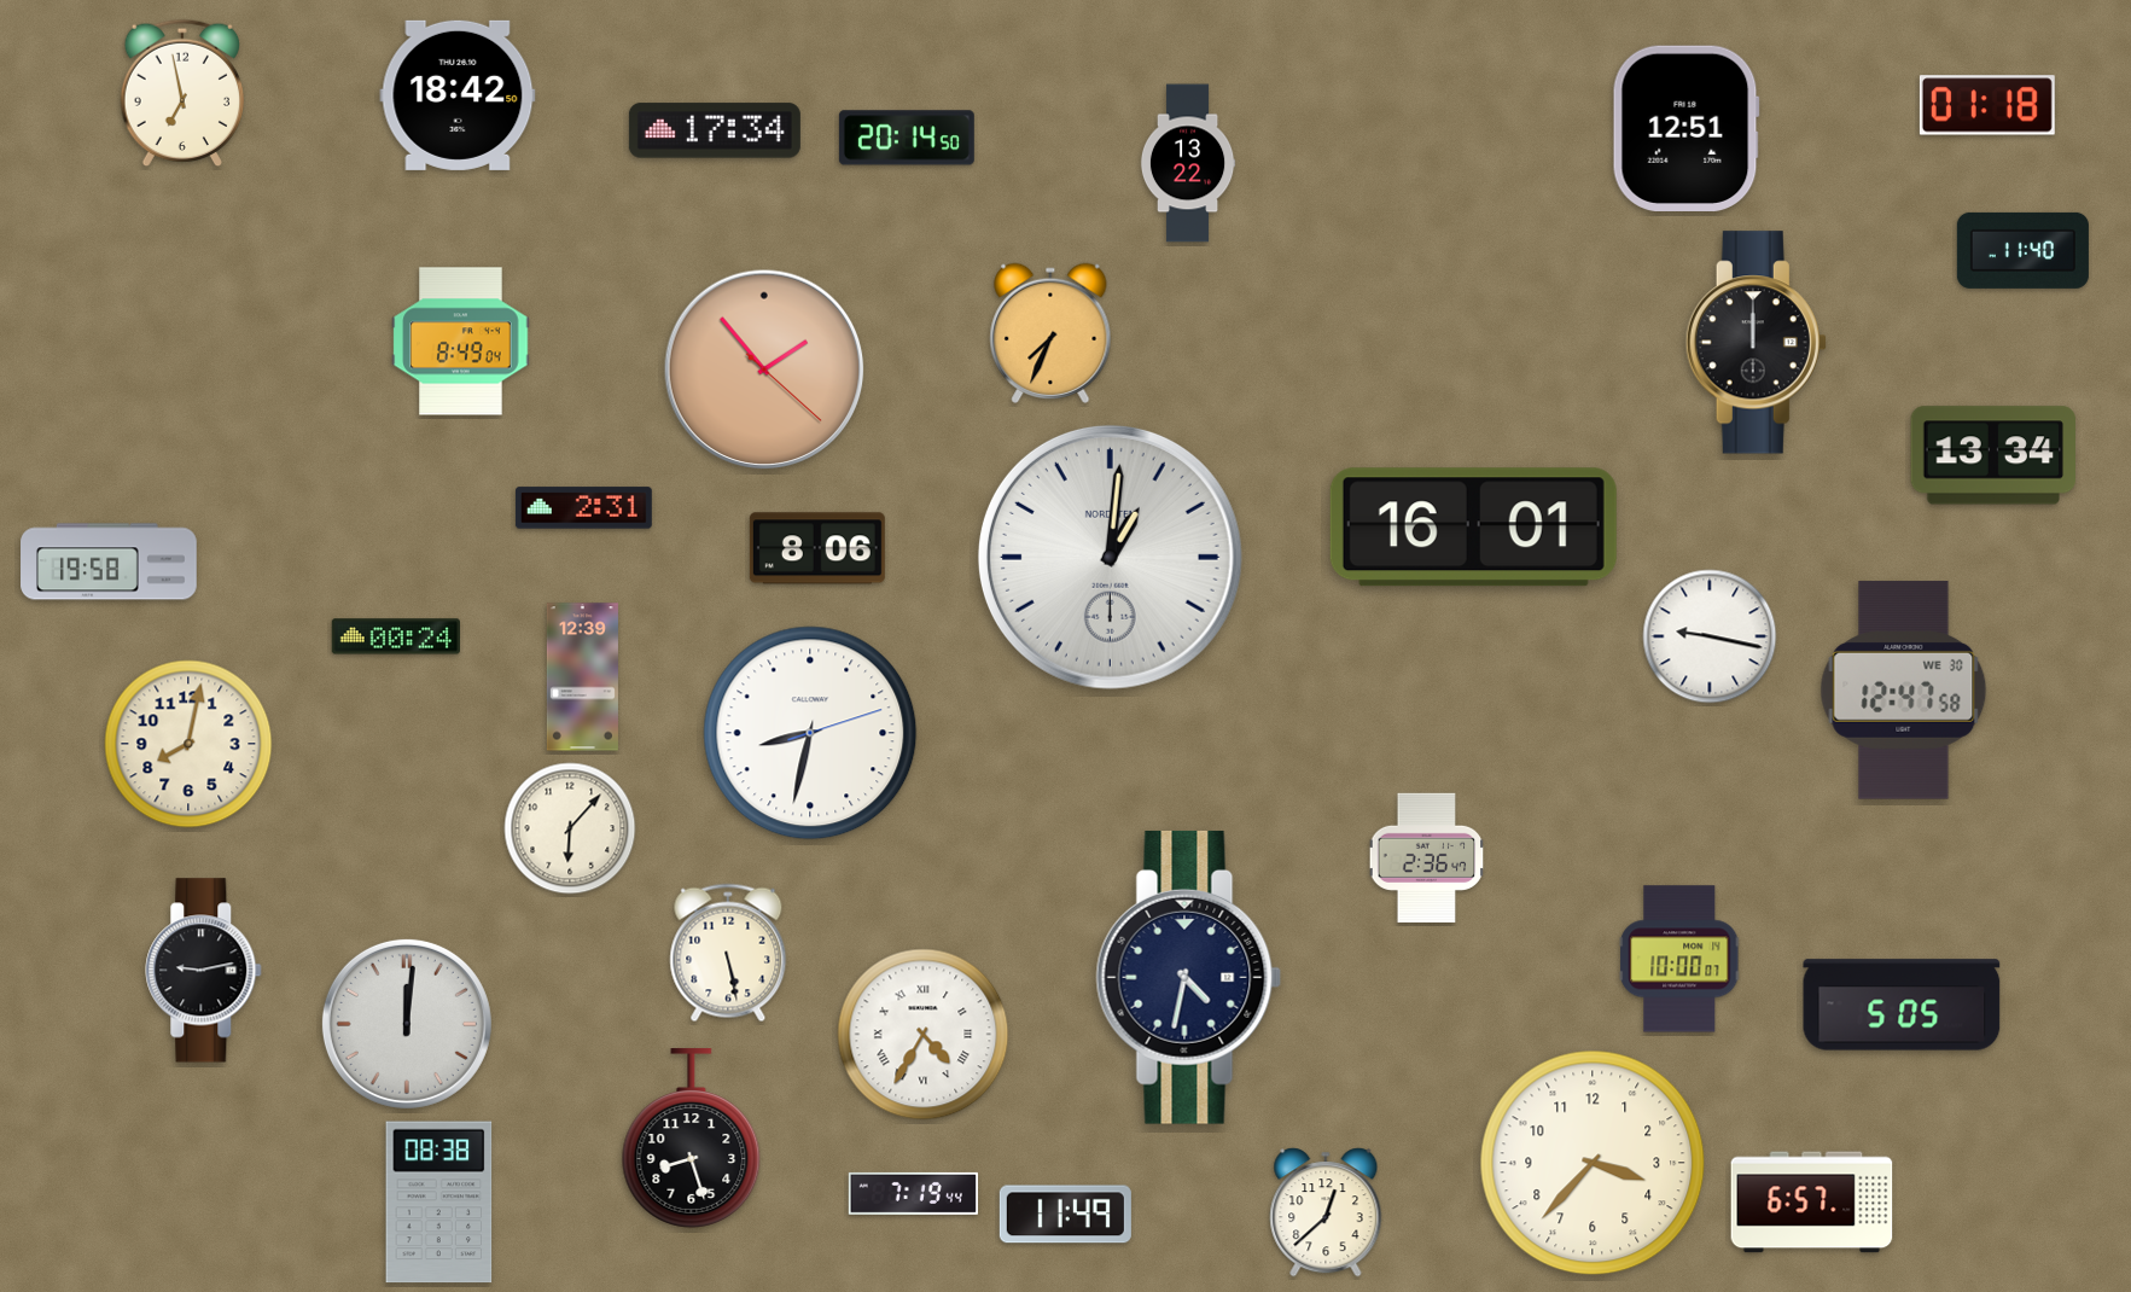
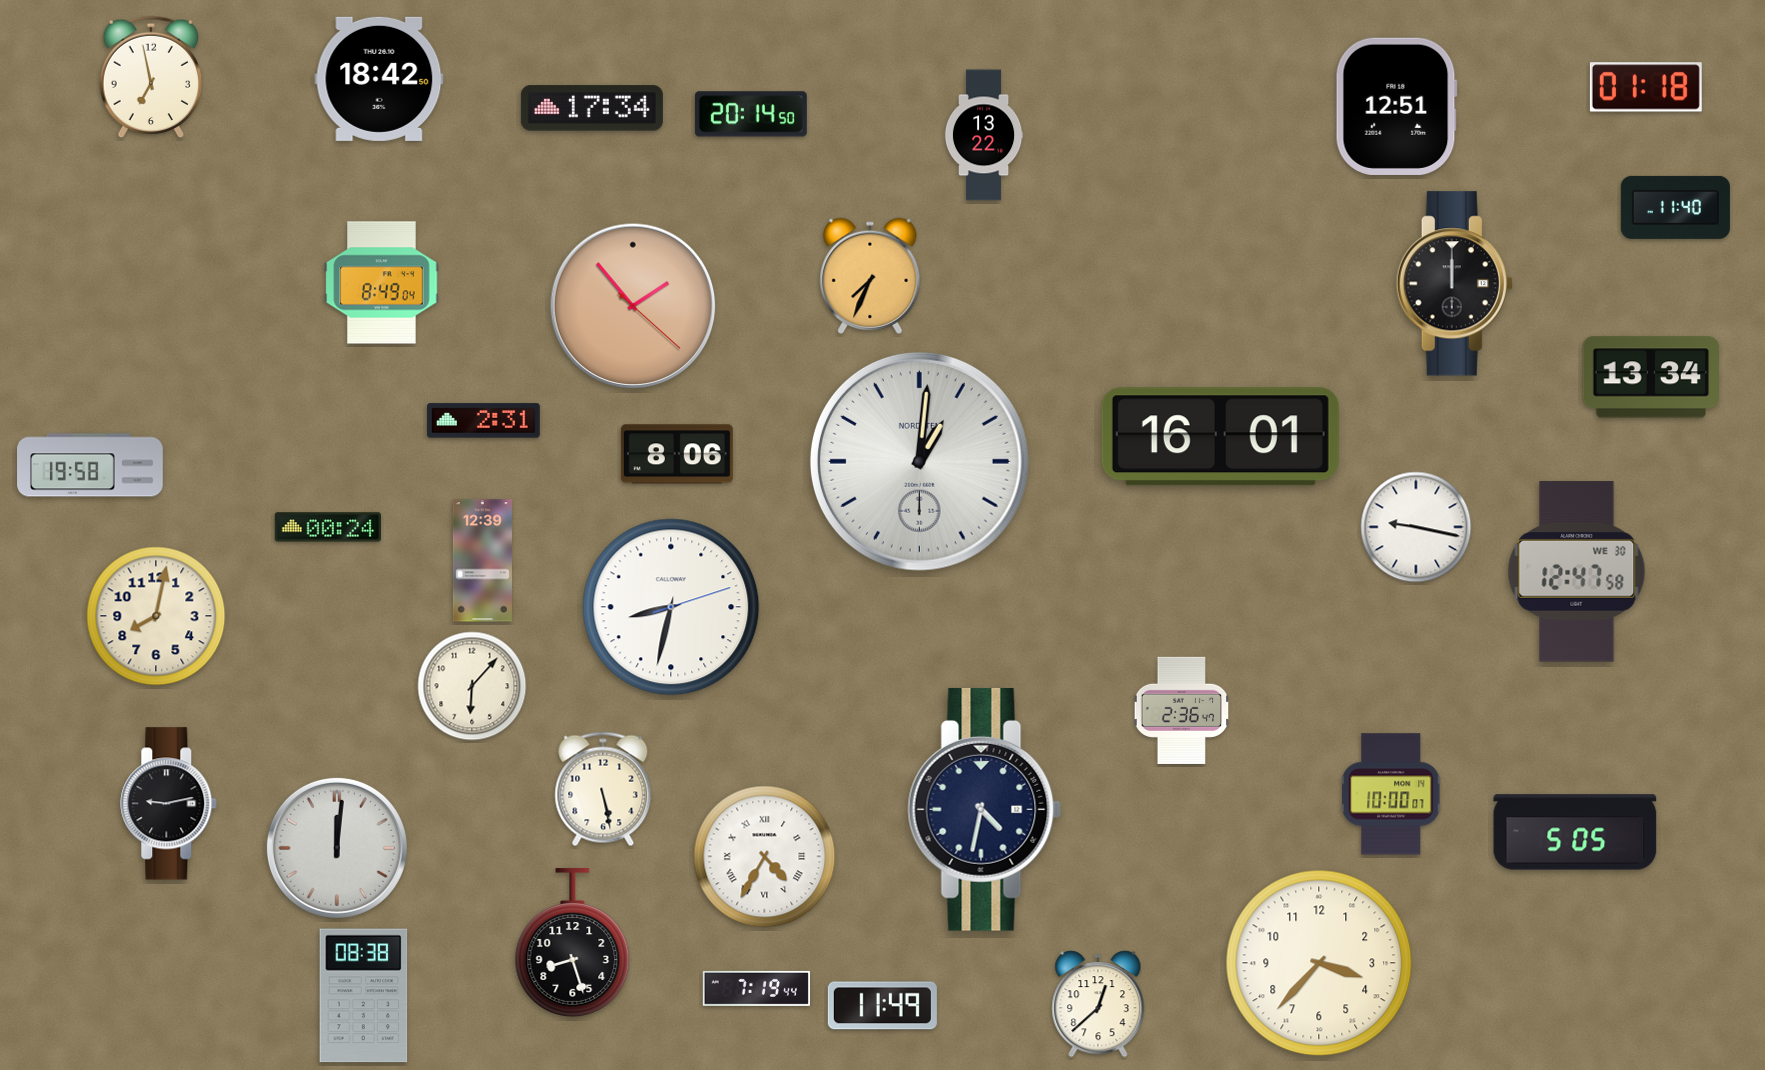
clock at (1812, 1203): 6:57 -> none
